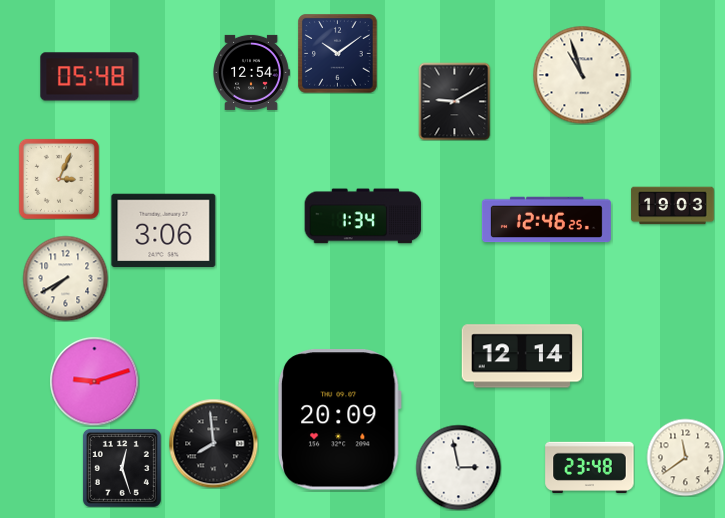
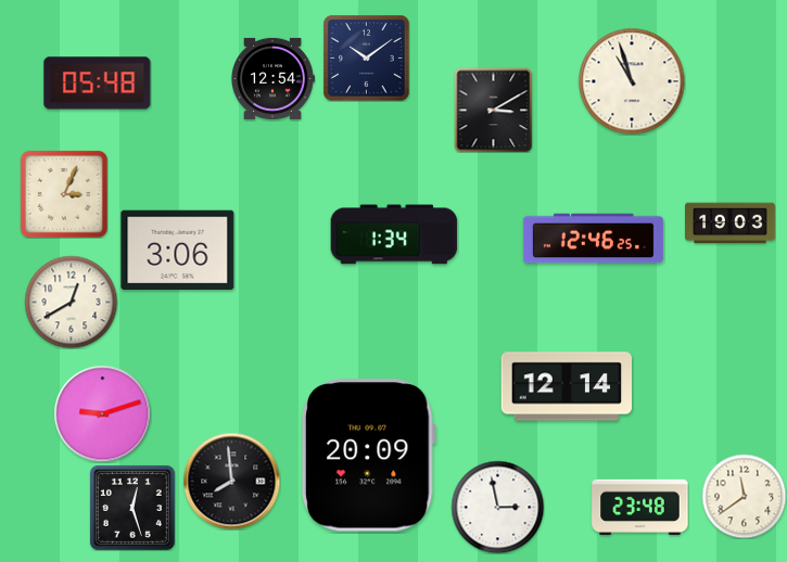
clock at (455, 101): 9:10 -> 3:10
clock at (65, 278): 7:40 -> 12:40
